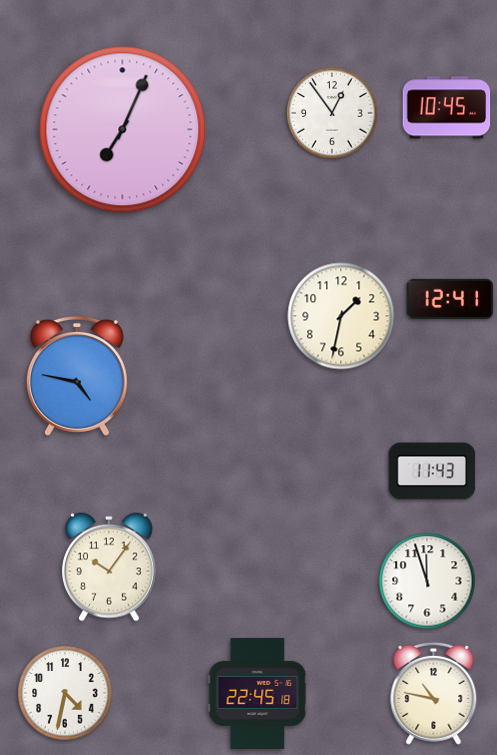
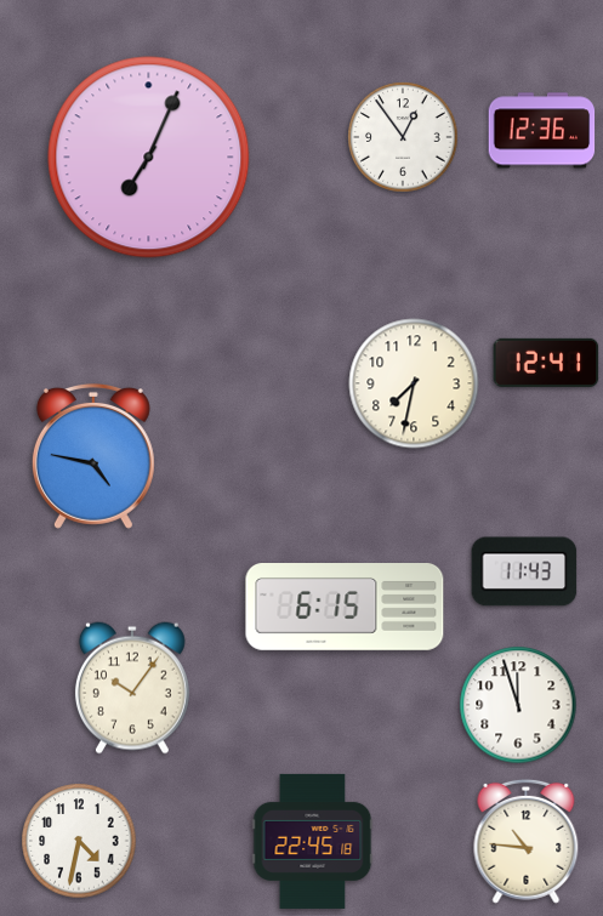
clock at (447, 108): 10:45 -> 12:36
clock at (341, 316): 1:32 -> 7:32
clock at (345, 608): none -> 6:15
clock at (434, 693): 10:47 -> 10:46
